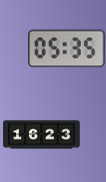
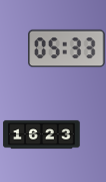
clock at (67, 49): 05:35 -> 05:33
